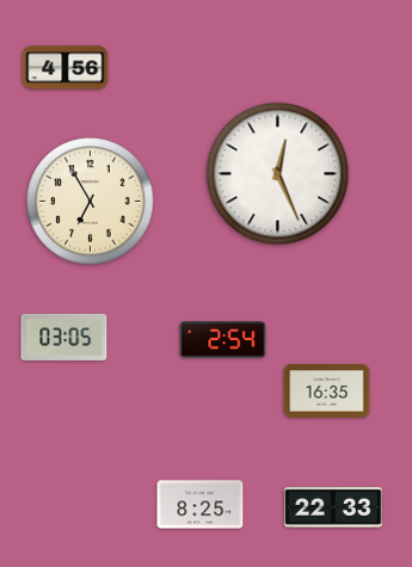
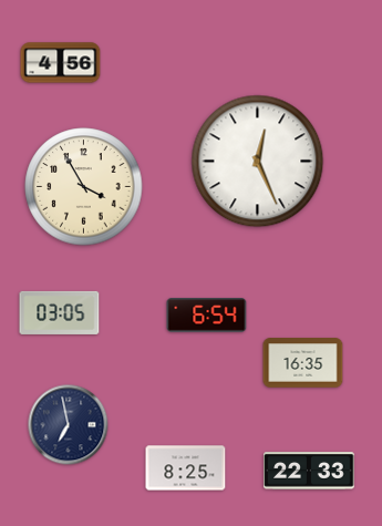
clock at (91, 202): 6:55 -> 3:55
clock at (223, 340): 2:54 -> 6:54
clock at (69, 425): none -> 6:58
